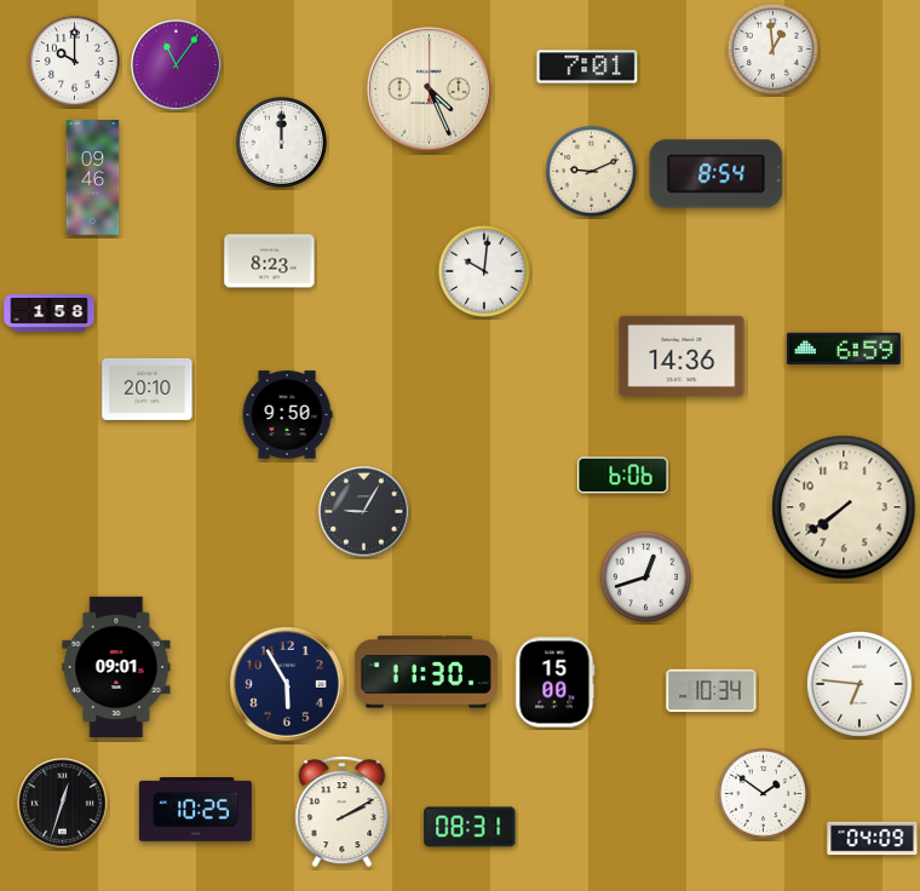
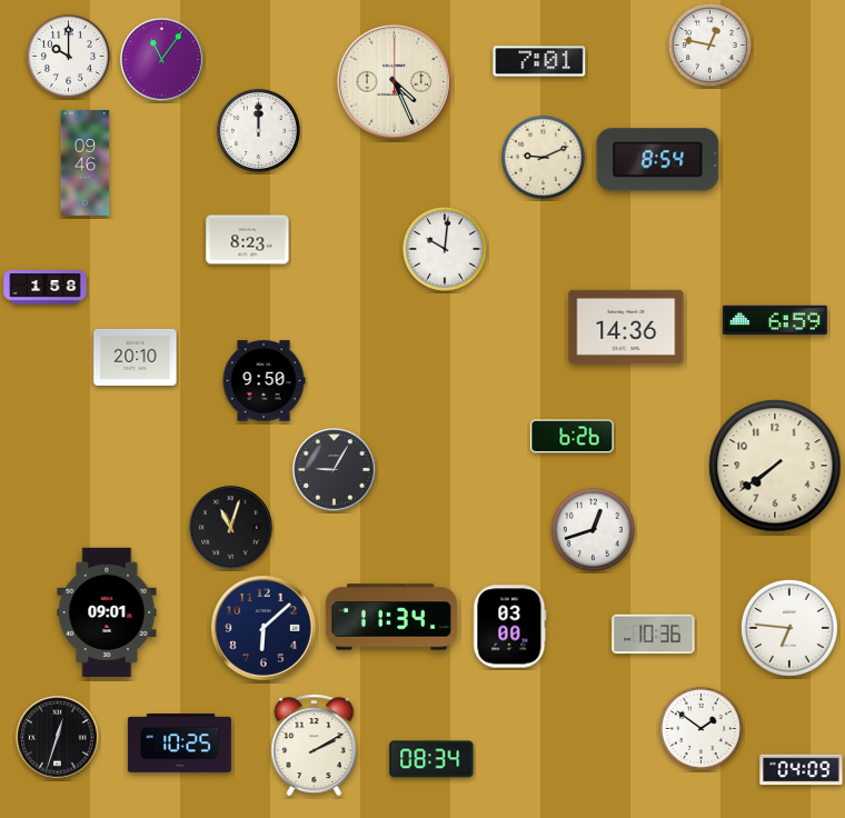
clock at (772, 48): 12:59 -> 12:47
clock at (623, 476): 6:06 -> 6:26
clock at (231, 528): none -> 11:03
clock at (426, 672): 11:30 -> 11:34
clock at (556, 683): 15:00 -> 03:00
clock at (287, 684): 5:55 -> 6:08
clock at (712, 691): 10:34 -> 10:36
clock at (470, 827): 08:31 -> 08:34
